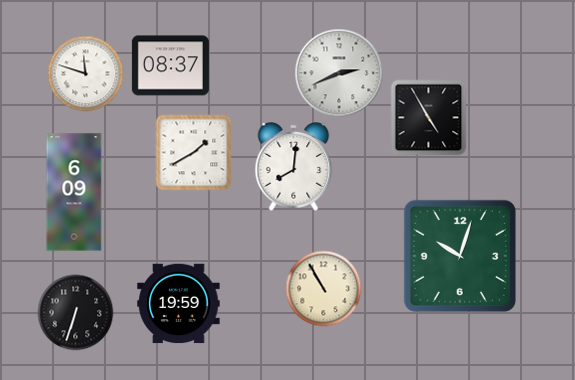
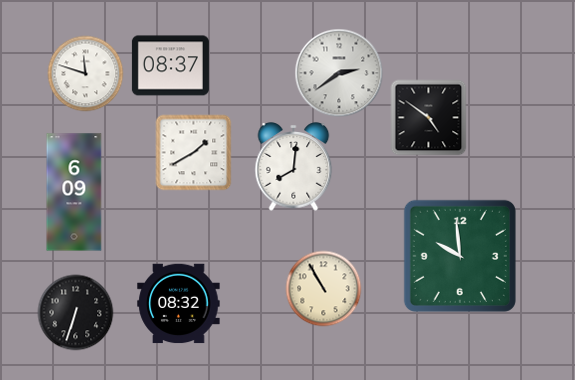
clock at (339, 73): 2:41 -> 2:39
clock at (429, 118): 4:55 -> 4:51
clock at (460, 256): 10:03 -> 9:59
clock at (179, 304): 19:59 -> 08:32
